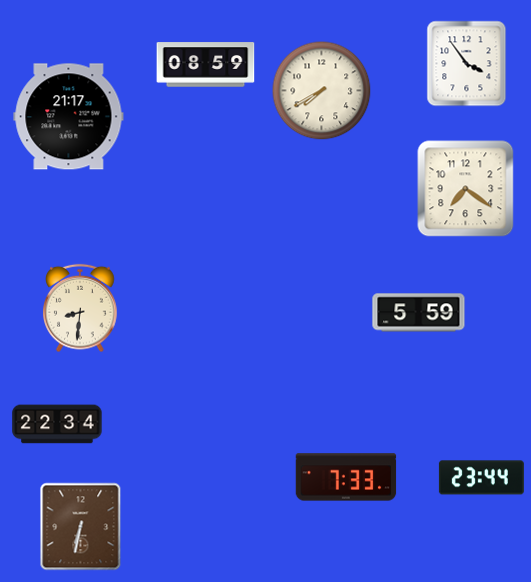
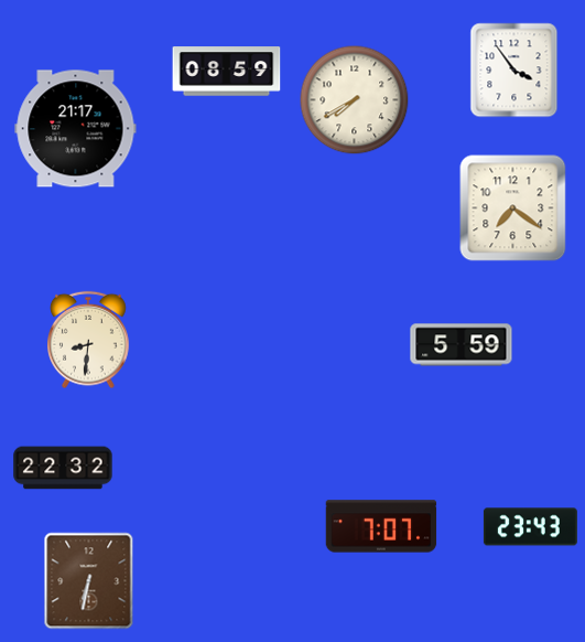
clock at (57, 424): 22:34 -> 22:32
clock at (346, 477): 7:33 -> 7:07
clock at (481, 478): 23:44 -> 23:43
